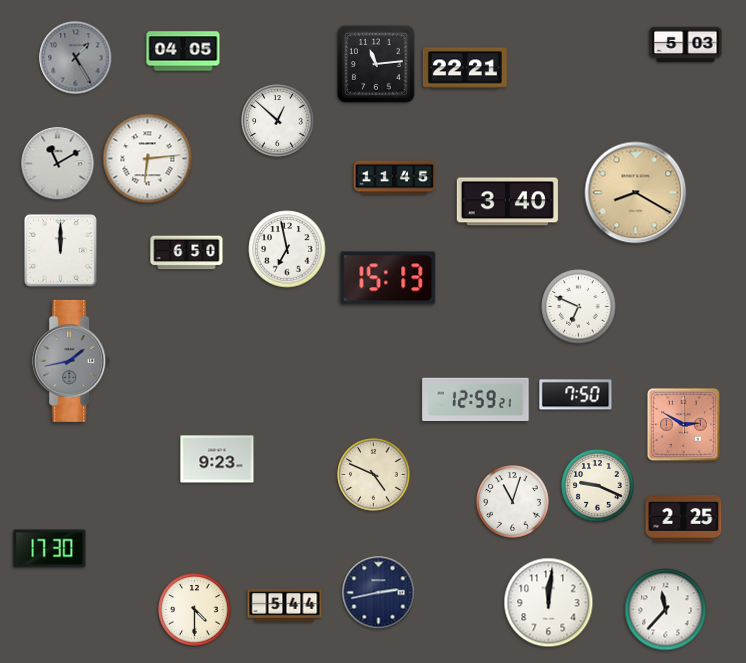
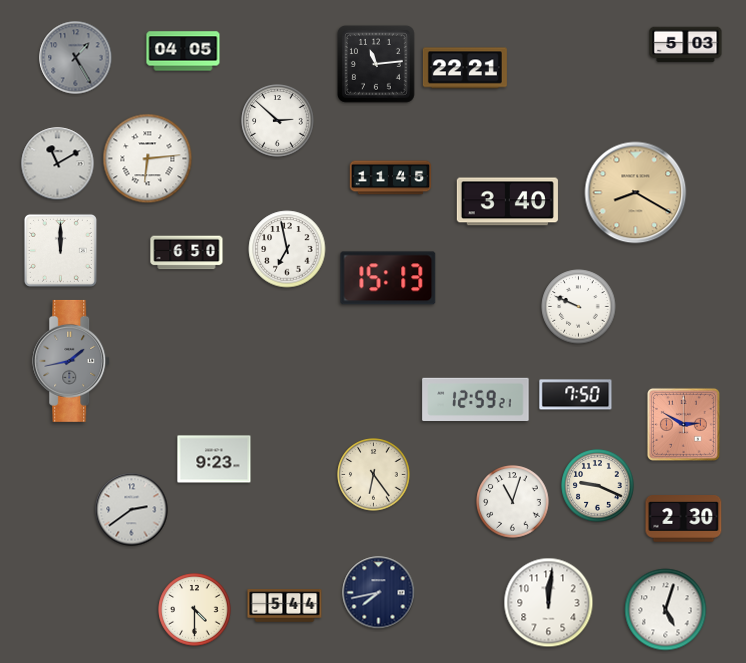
clock at (278, 121): 12:52 -> 2:52
clock at (395, 178) position: (395, 178) -> (391, 178)
clock at (579, 307): 6:49 -> 9:49
clock at (217, 459) position: (217, 459) -> (214, 459)
clock at (374, 475): 4:49 -> 6:24
clock at (132, 510): none -> 2:39
clock at (684, 519): 2:25 -> 2:30
clock at (50, 549): 17:30 -> none
clock at (379, 593): 2:43 -> 7:43
clock at (666, 610): 11:37 -> 5:03
